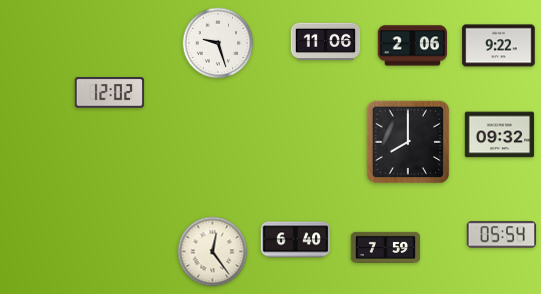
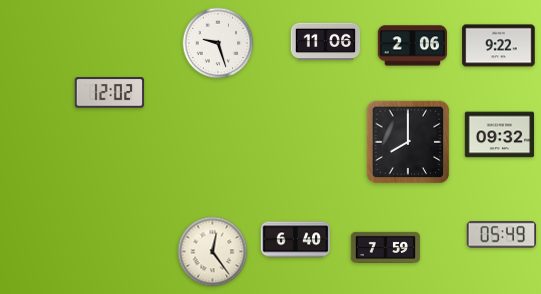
clock at (502, 235): 05:54 -> 05:49
